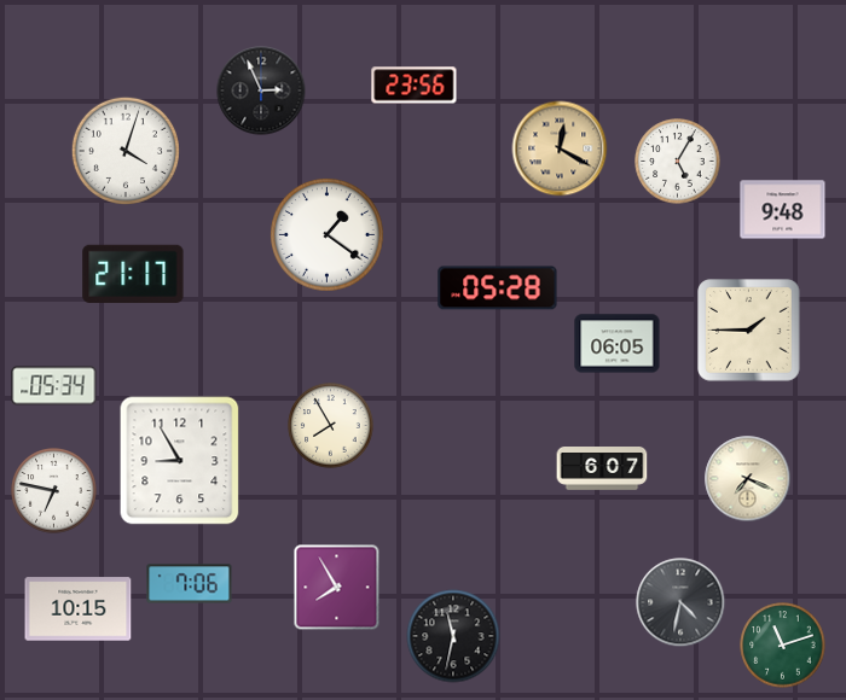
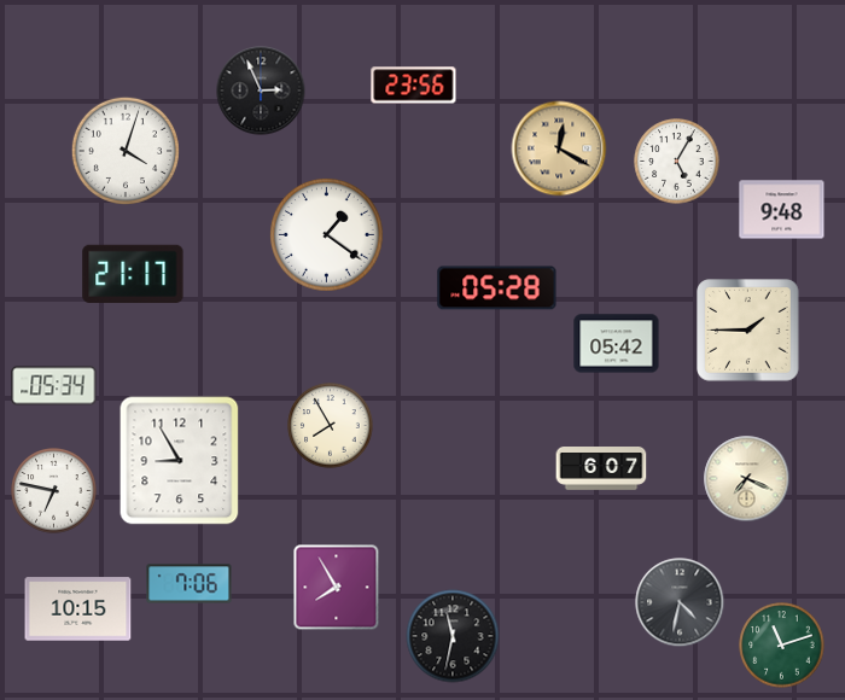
clock at (618, 344): 06:05 -> 05:42
